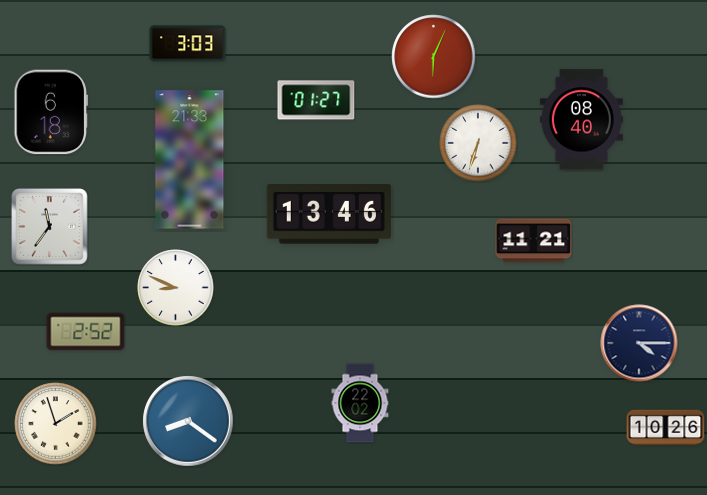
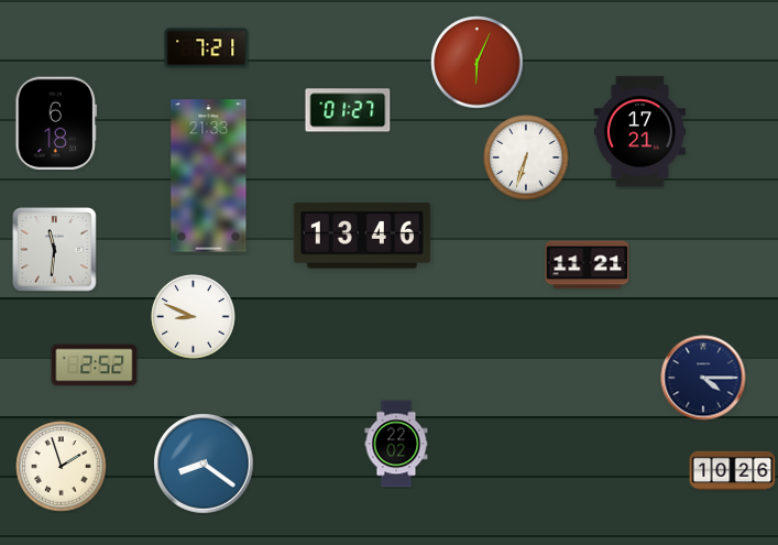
clock at (188, 44): 3:03 -> 7:21
clock at (581, 120): 08:40 -> 17:21
clock at (50, 227): 11:36 -> 11:31
clock at (188, 421) position: (188, 421) -> (204, 464)
